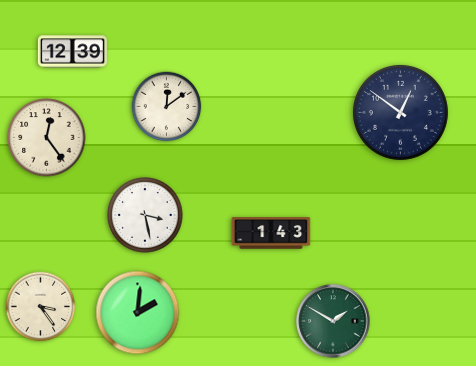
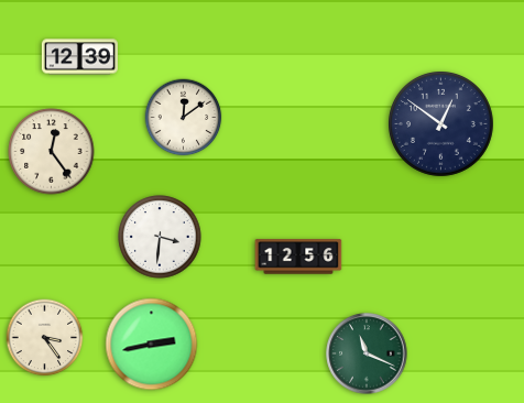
clock at (145, 215): 3:28 -> 3:31
clock at (271, 233): 1:43 -> 12:56
clock at (138, 313): 2:01 -> 2:43
clock at (333, 321): 1:50 -> 11:19
